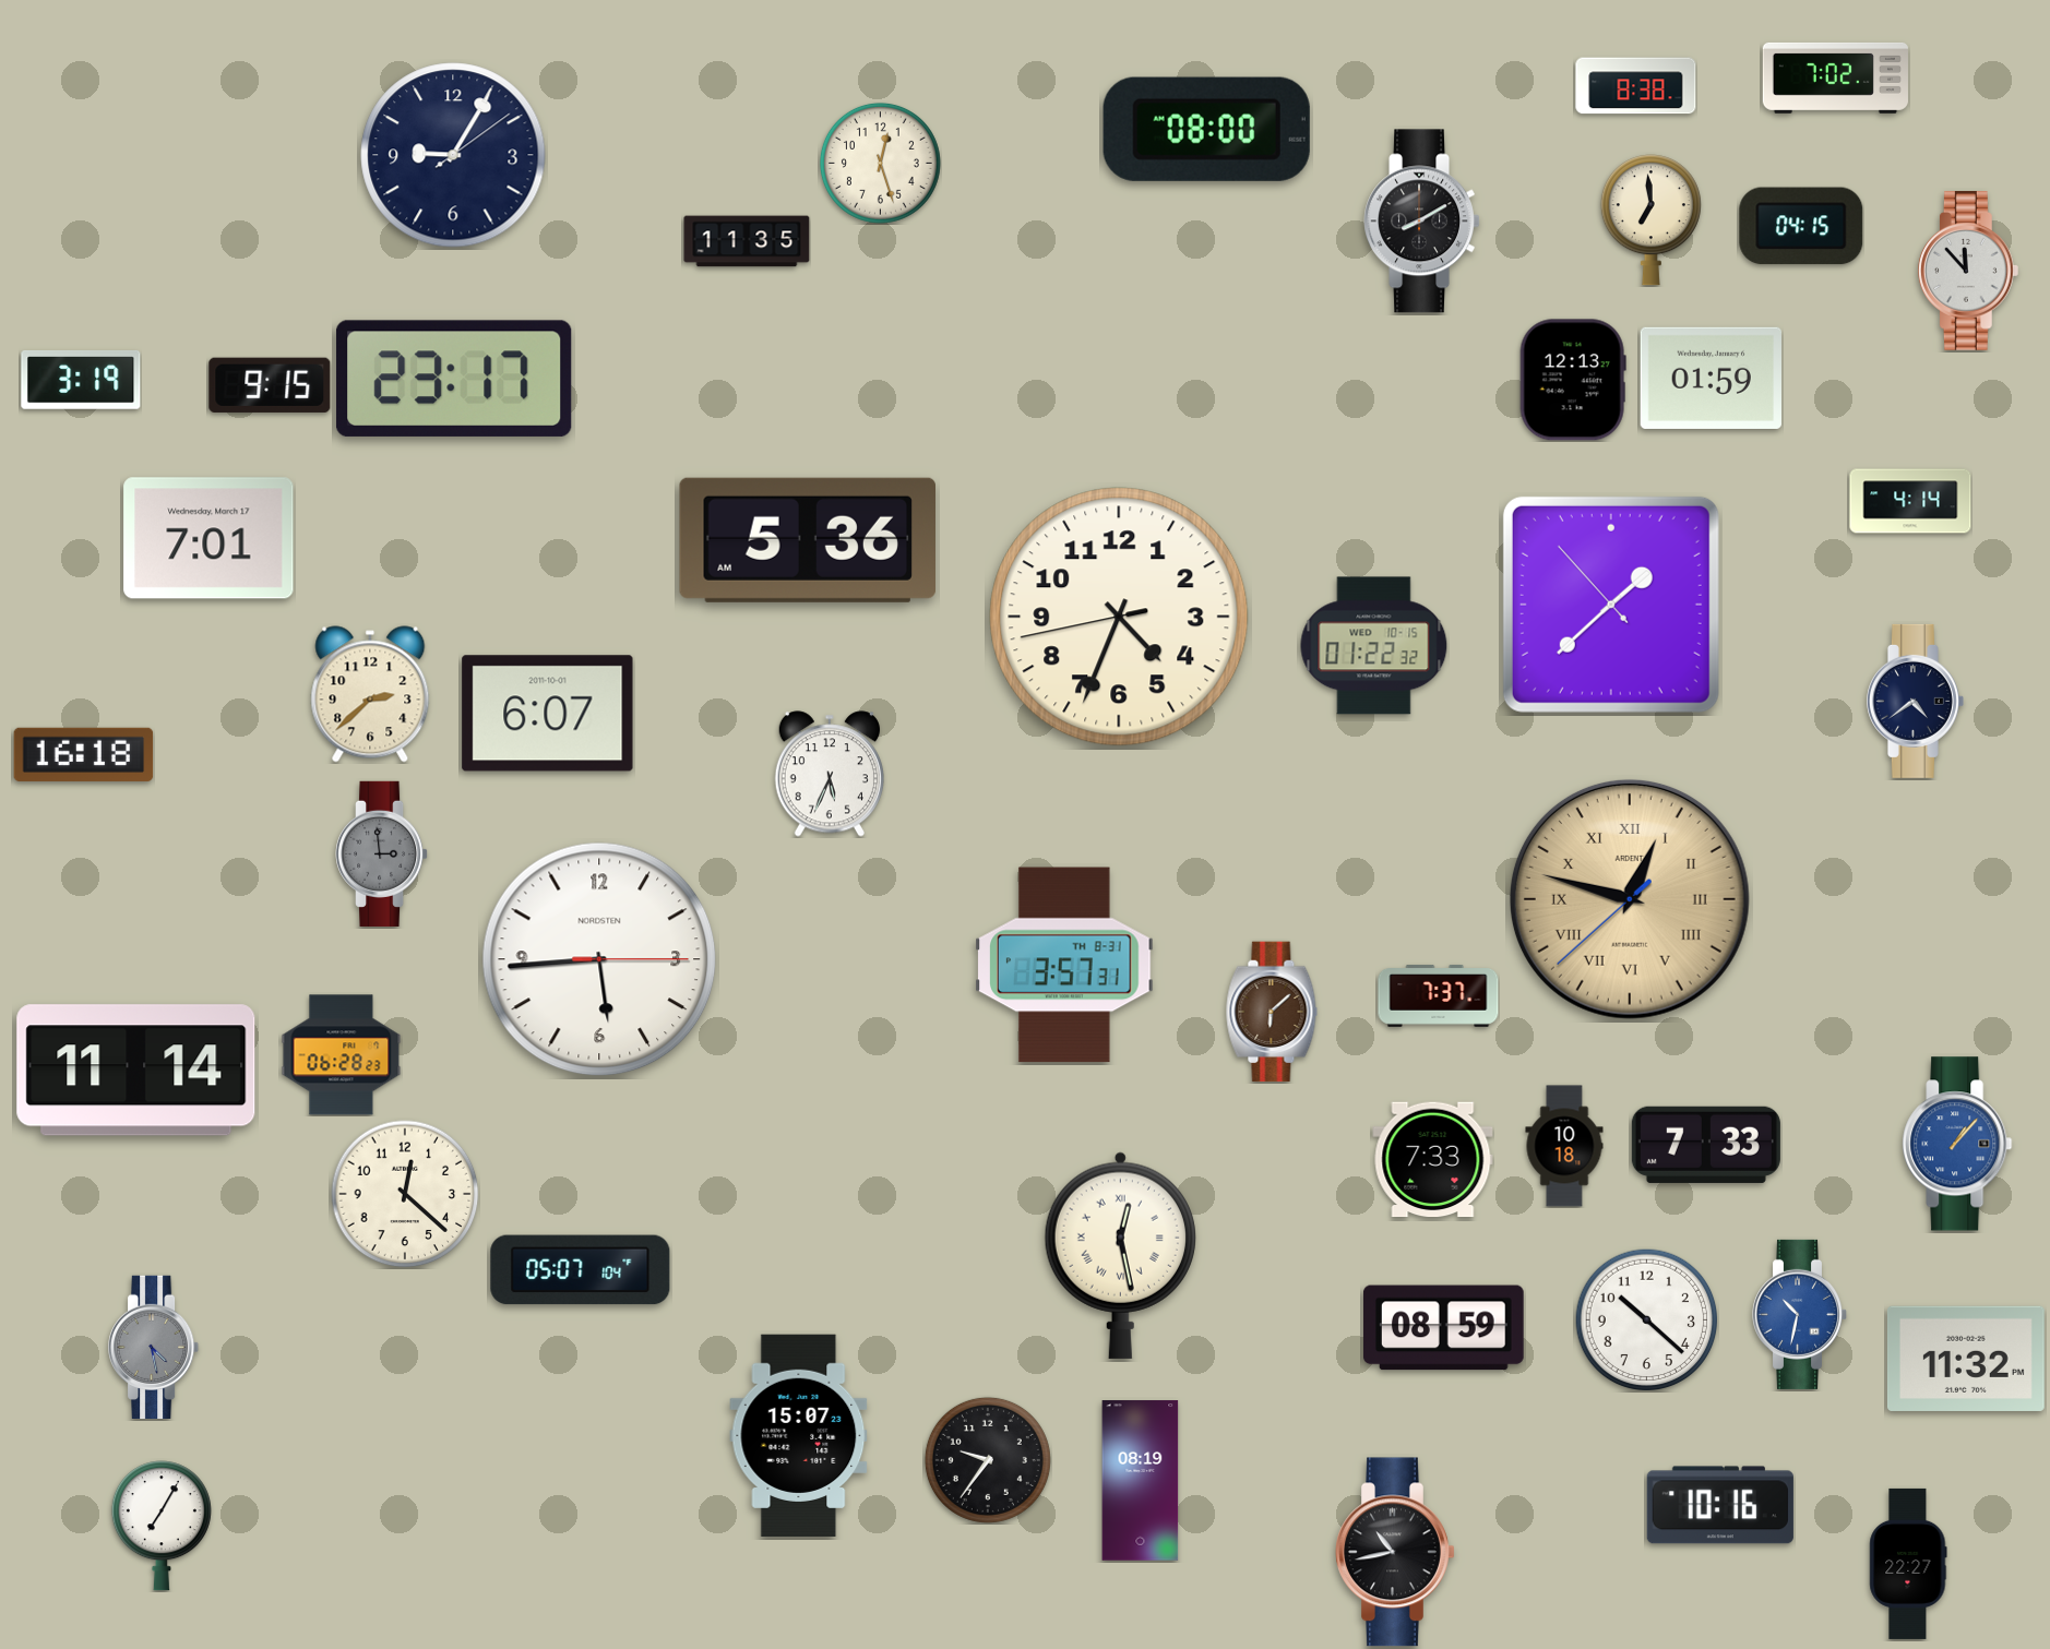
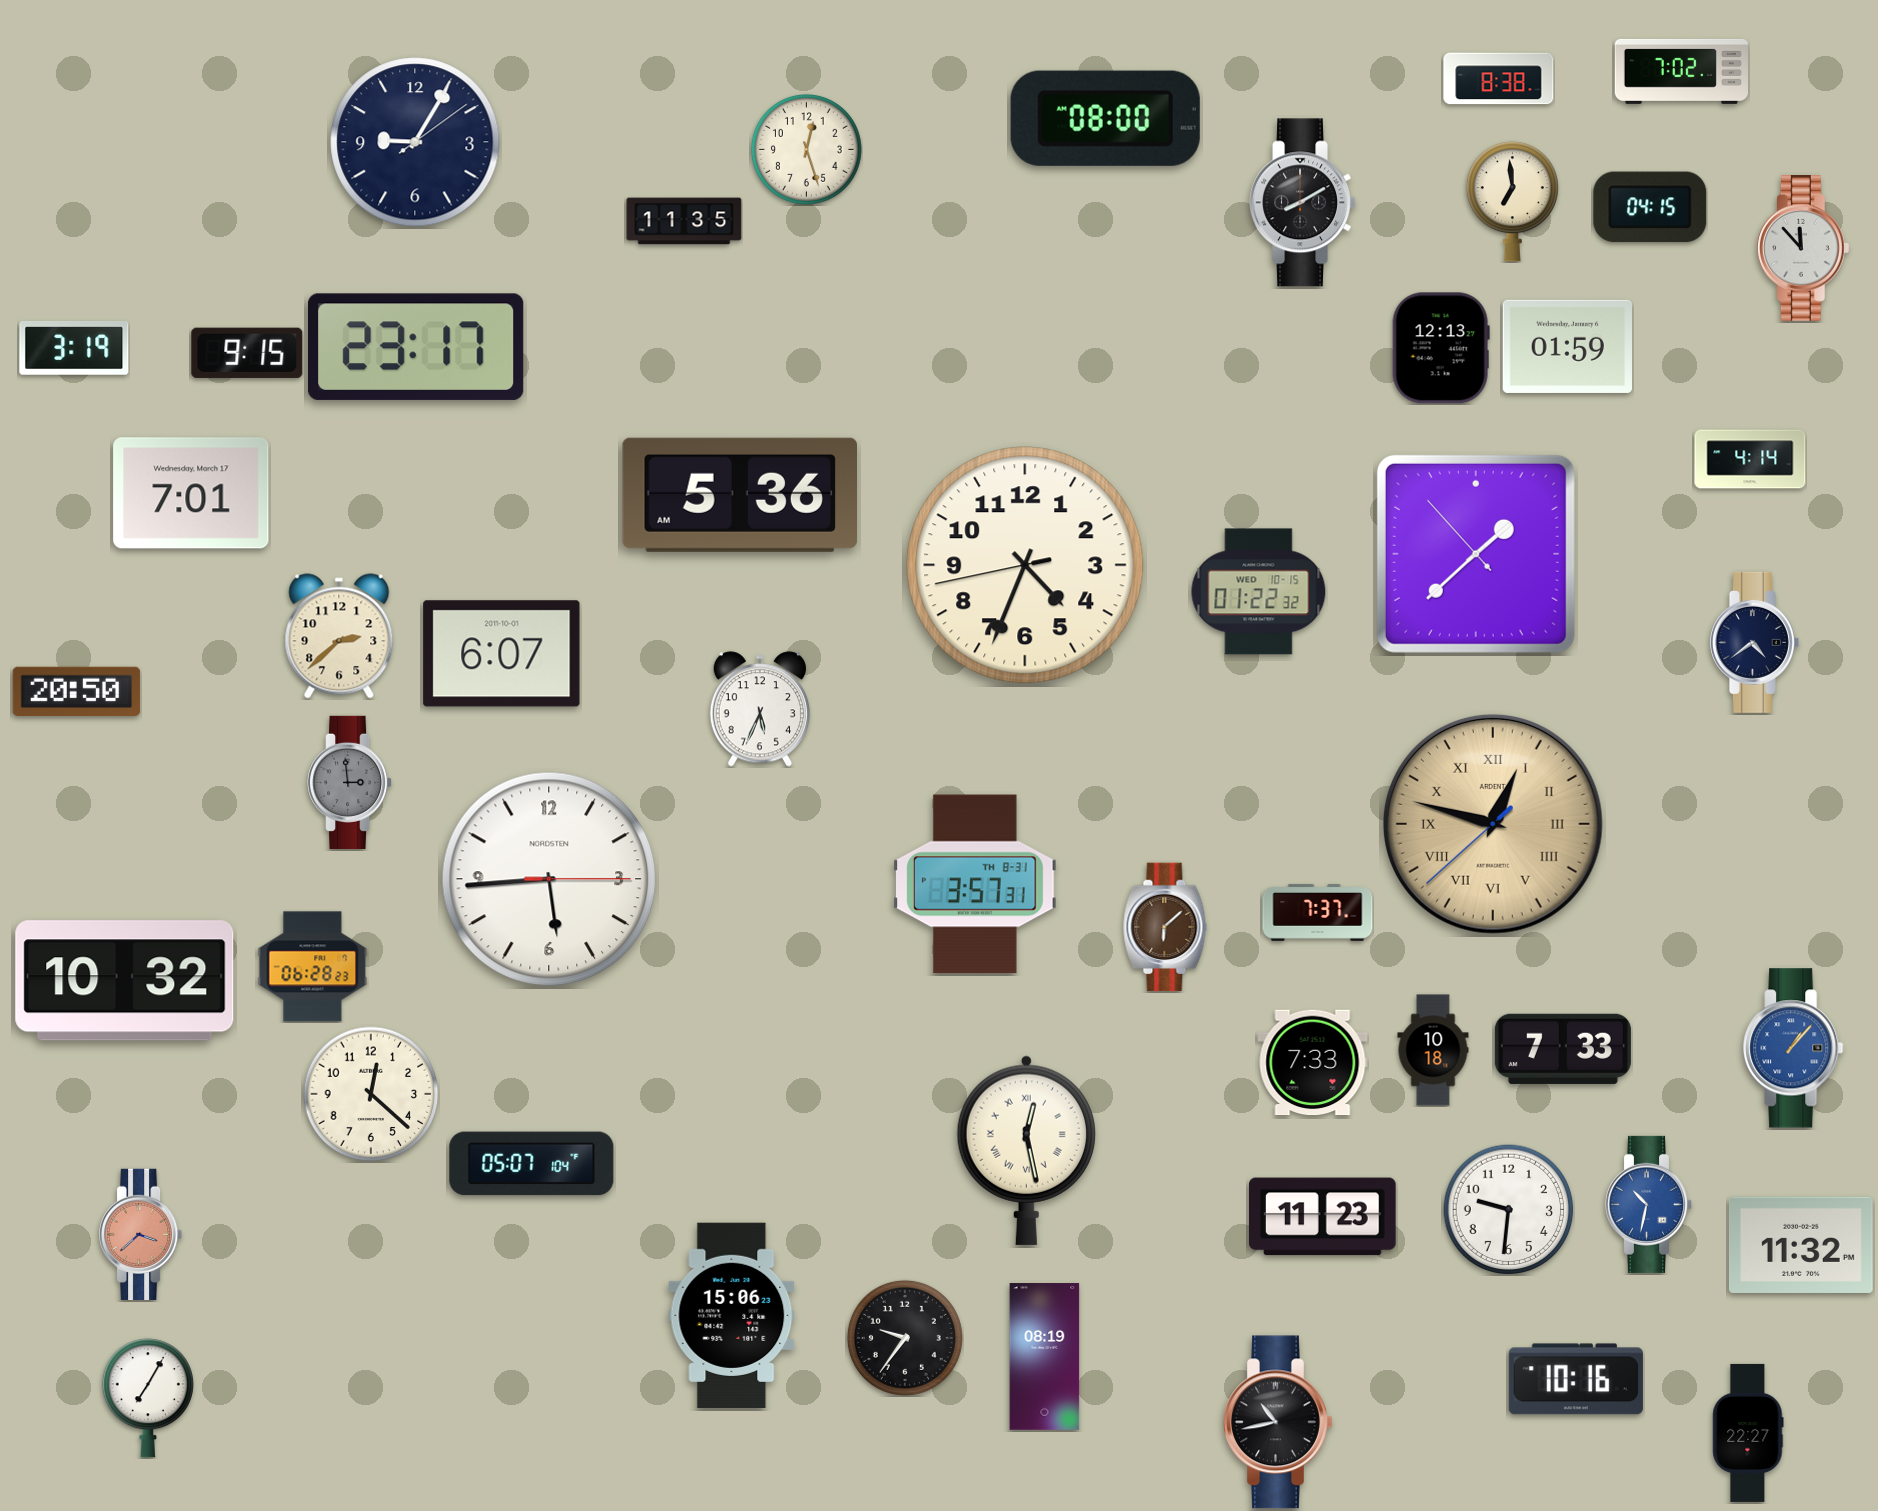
clock at (84, 754): 16:18 -> 20:50
clock at (136, 1071): 11:14 -> 10:32
clock at (1647, 1321): 10:22 -> 9:31
clock at (1444, 1328): 08:59 -> 11:23
clock at (155, 1347): 4:28 -> 3:38
clock at (155, 1347) dial: grey -> salmon
clock at (799, 1435): 15:07 -> 15:06
